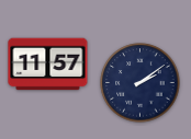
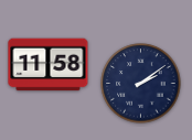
clock at (48, 65): 11:57 -> 11:58
